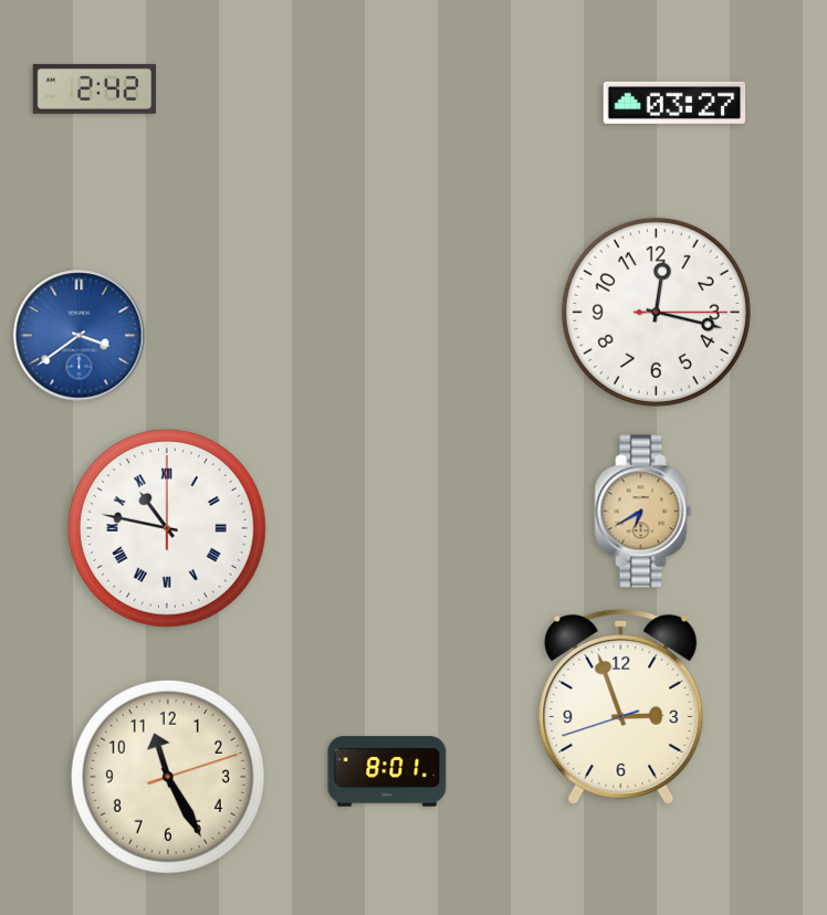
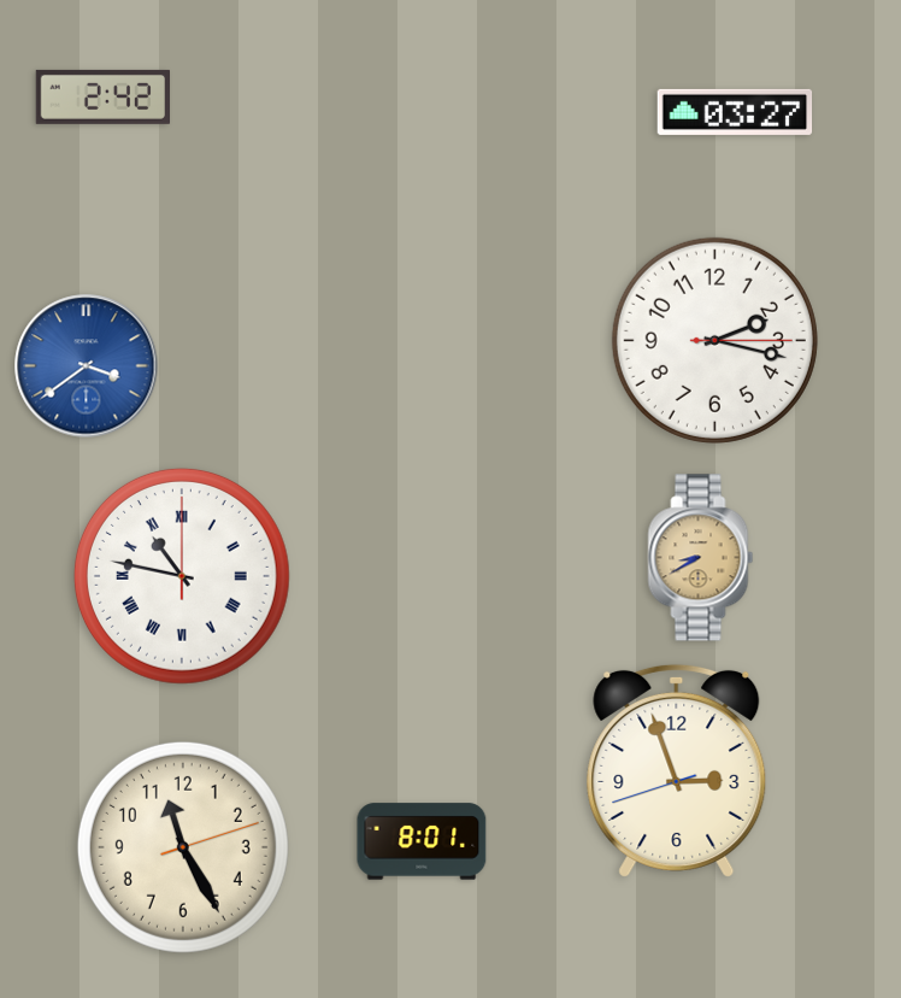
clock at (656, 312): 12:17 -> 2:17
clock at (643, 512): 6:40 -> 8:40
